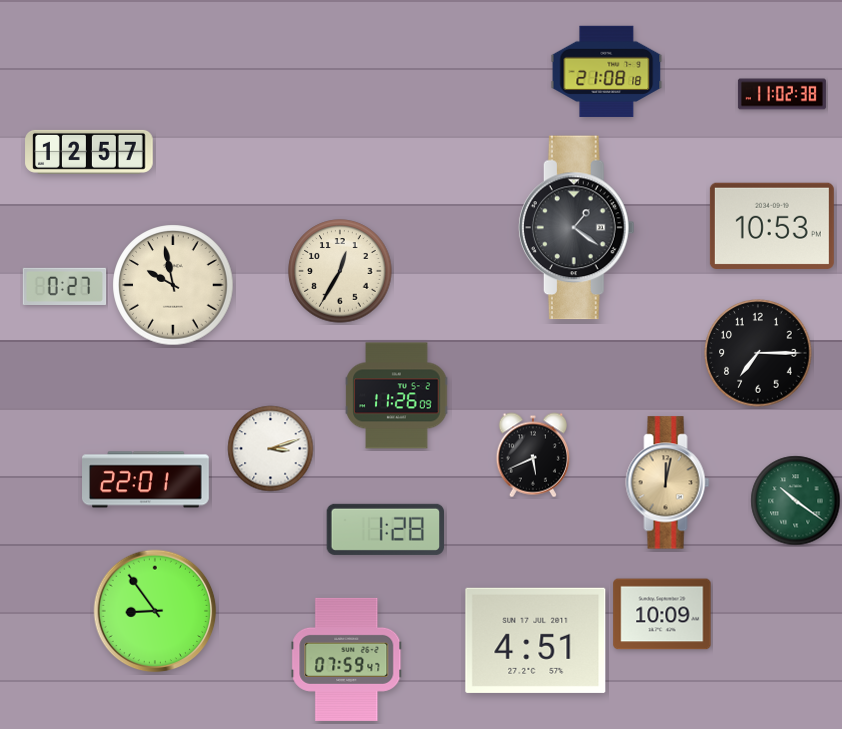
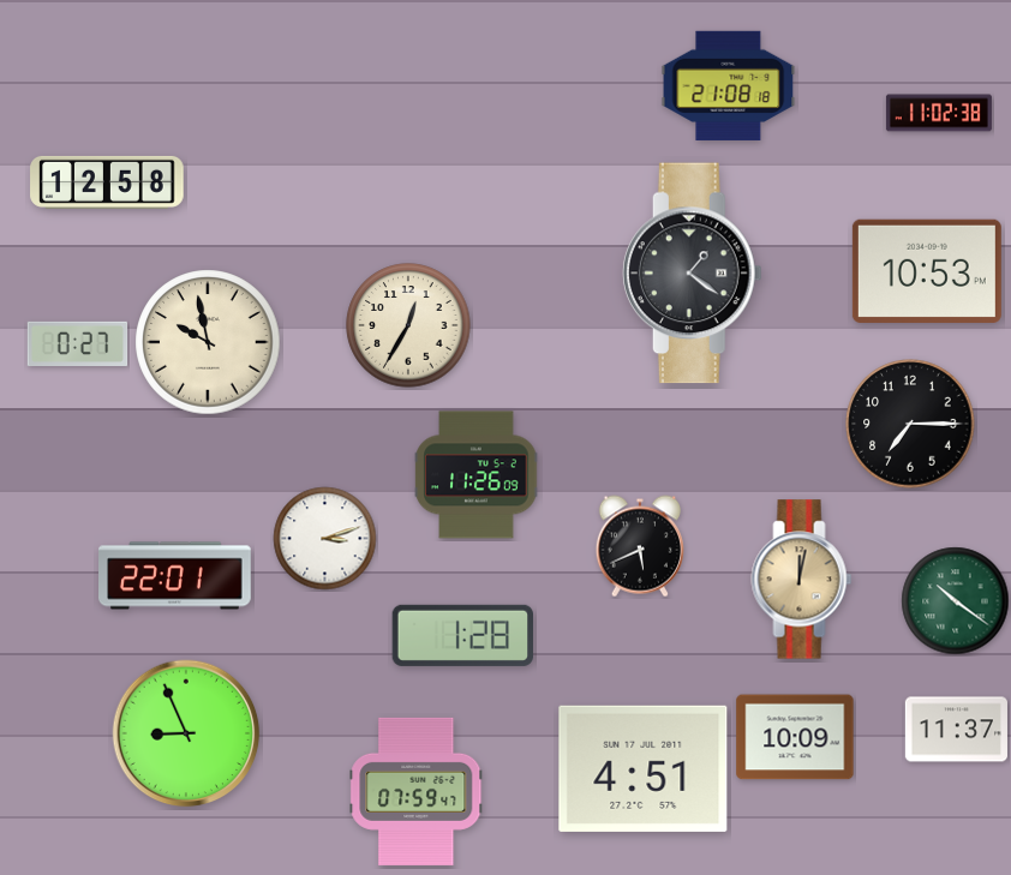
clock at (89, 152): 12:57 -> 12:58
clock at (956, 730): none -> 11:37
clock at (155, 611): 8:54 -> 8:56
